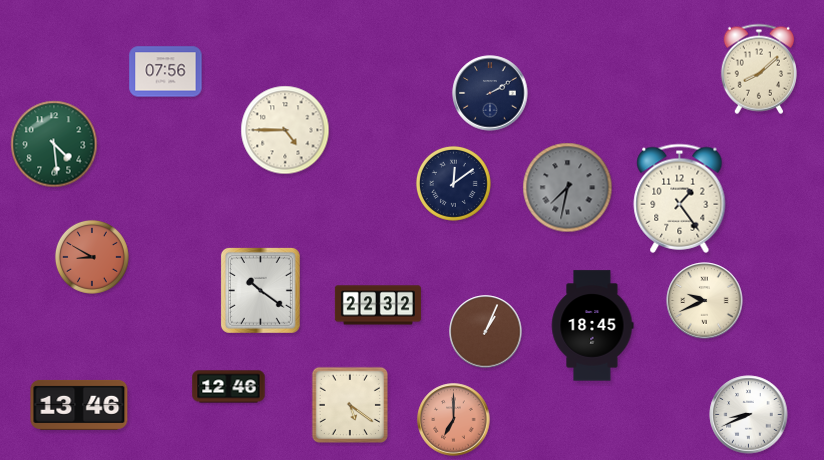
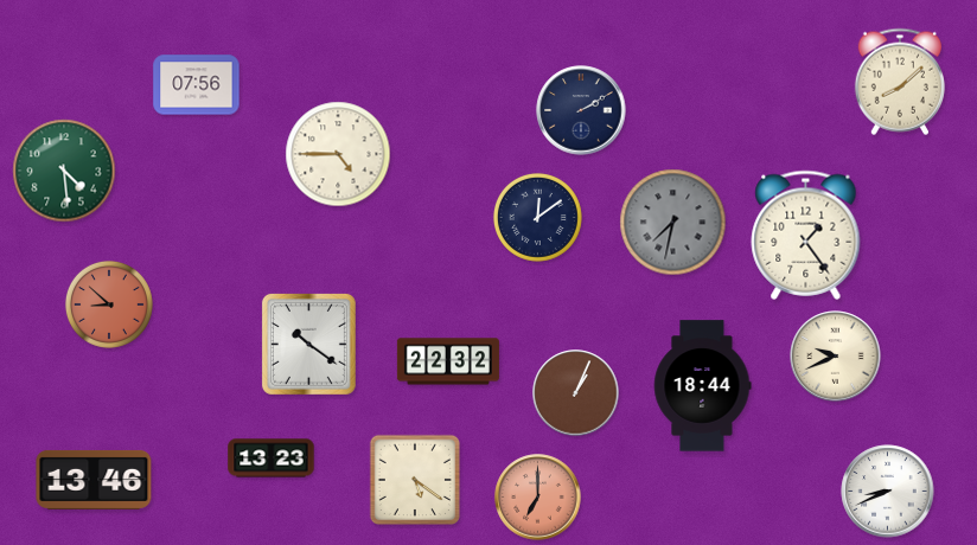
clock at (92, 257): 8:50 -> 8:52
clock at (592, 326): 18:45 -> 18:44
clock at (229, 387): 12:46 -> 13:23
